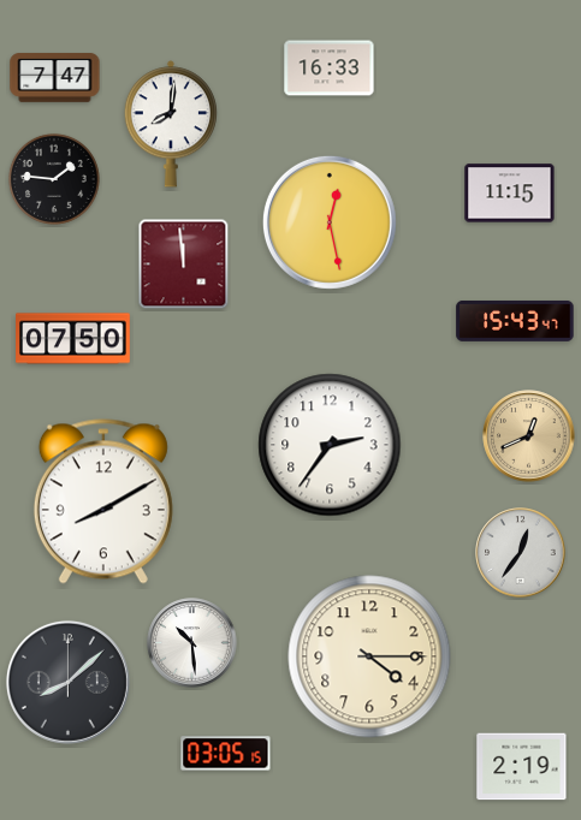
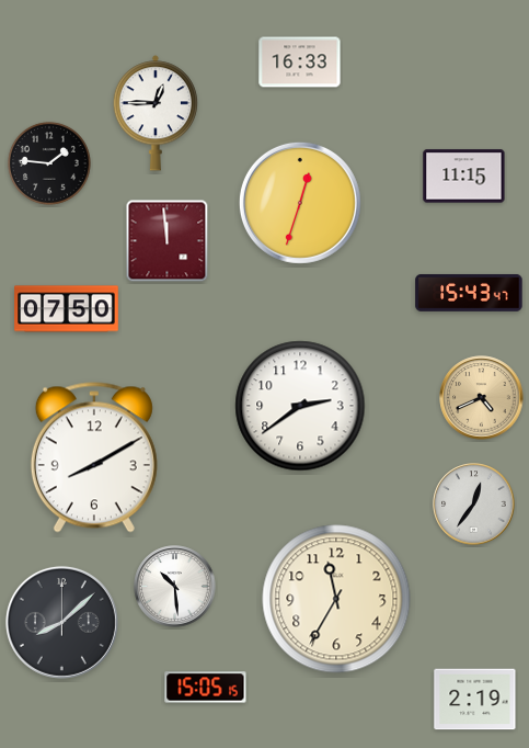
clock at (55, 78): 7:47 -> none
clock at (170, 124): 8:01 -> 12:45
clock at (330, 222): 12:28 -> 12:33
clock at (529, 436): 12:41 -> 4:41
clock at (330, 445): 2:36 -> 2:39
clock at (369, 656): 4:15 -> 11:35
clock at (226, 754): 03:05 -> 15:05
